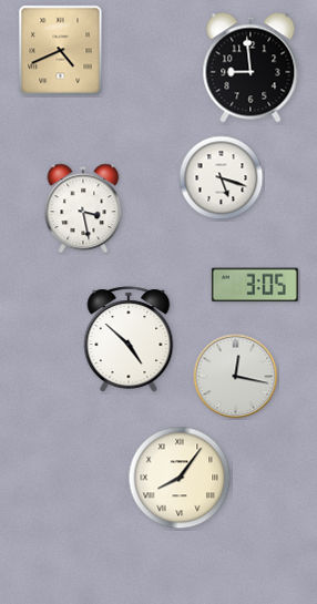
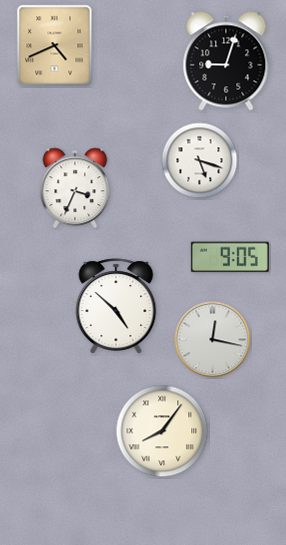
clock at (250, 68): 8:59 -> 9:03
clock at (83, 208): 3:28 -> 3:34
clock at (255, 285): 3:05 -> 9:05
